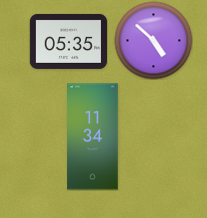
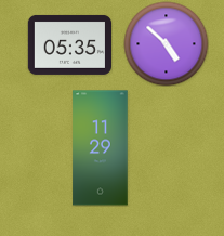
clock at (68, 41) position: (68, 41) -> (69, 44)
clock at (93, 137): 11:34 -> 11:29
